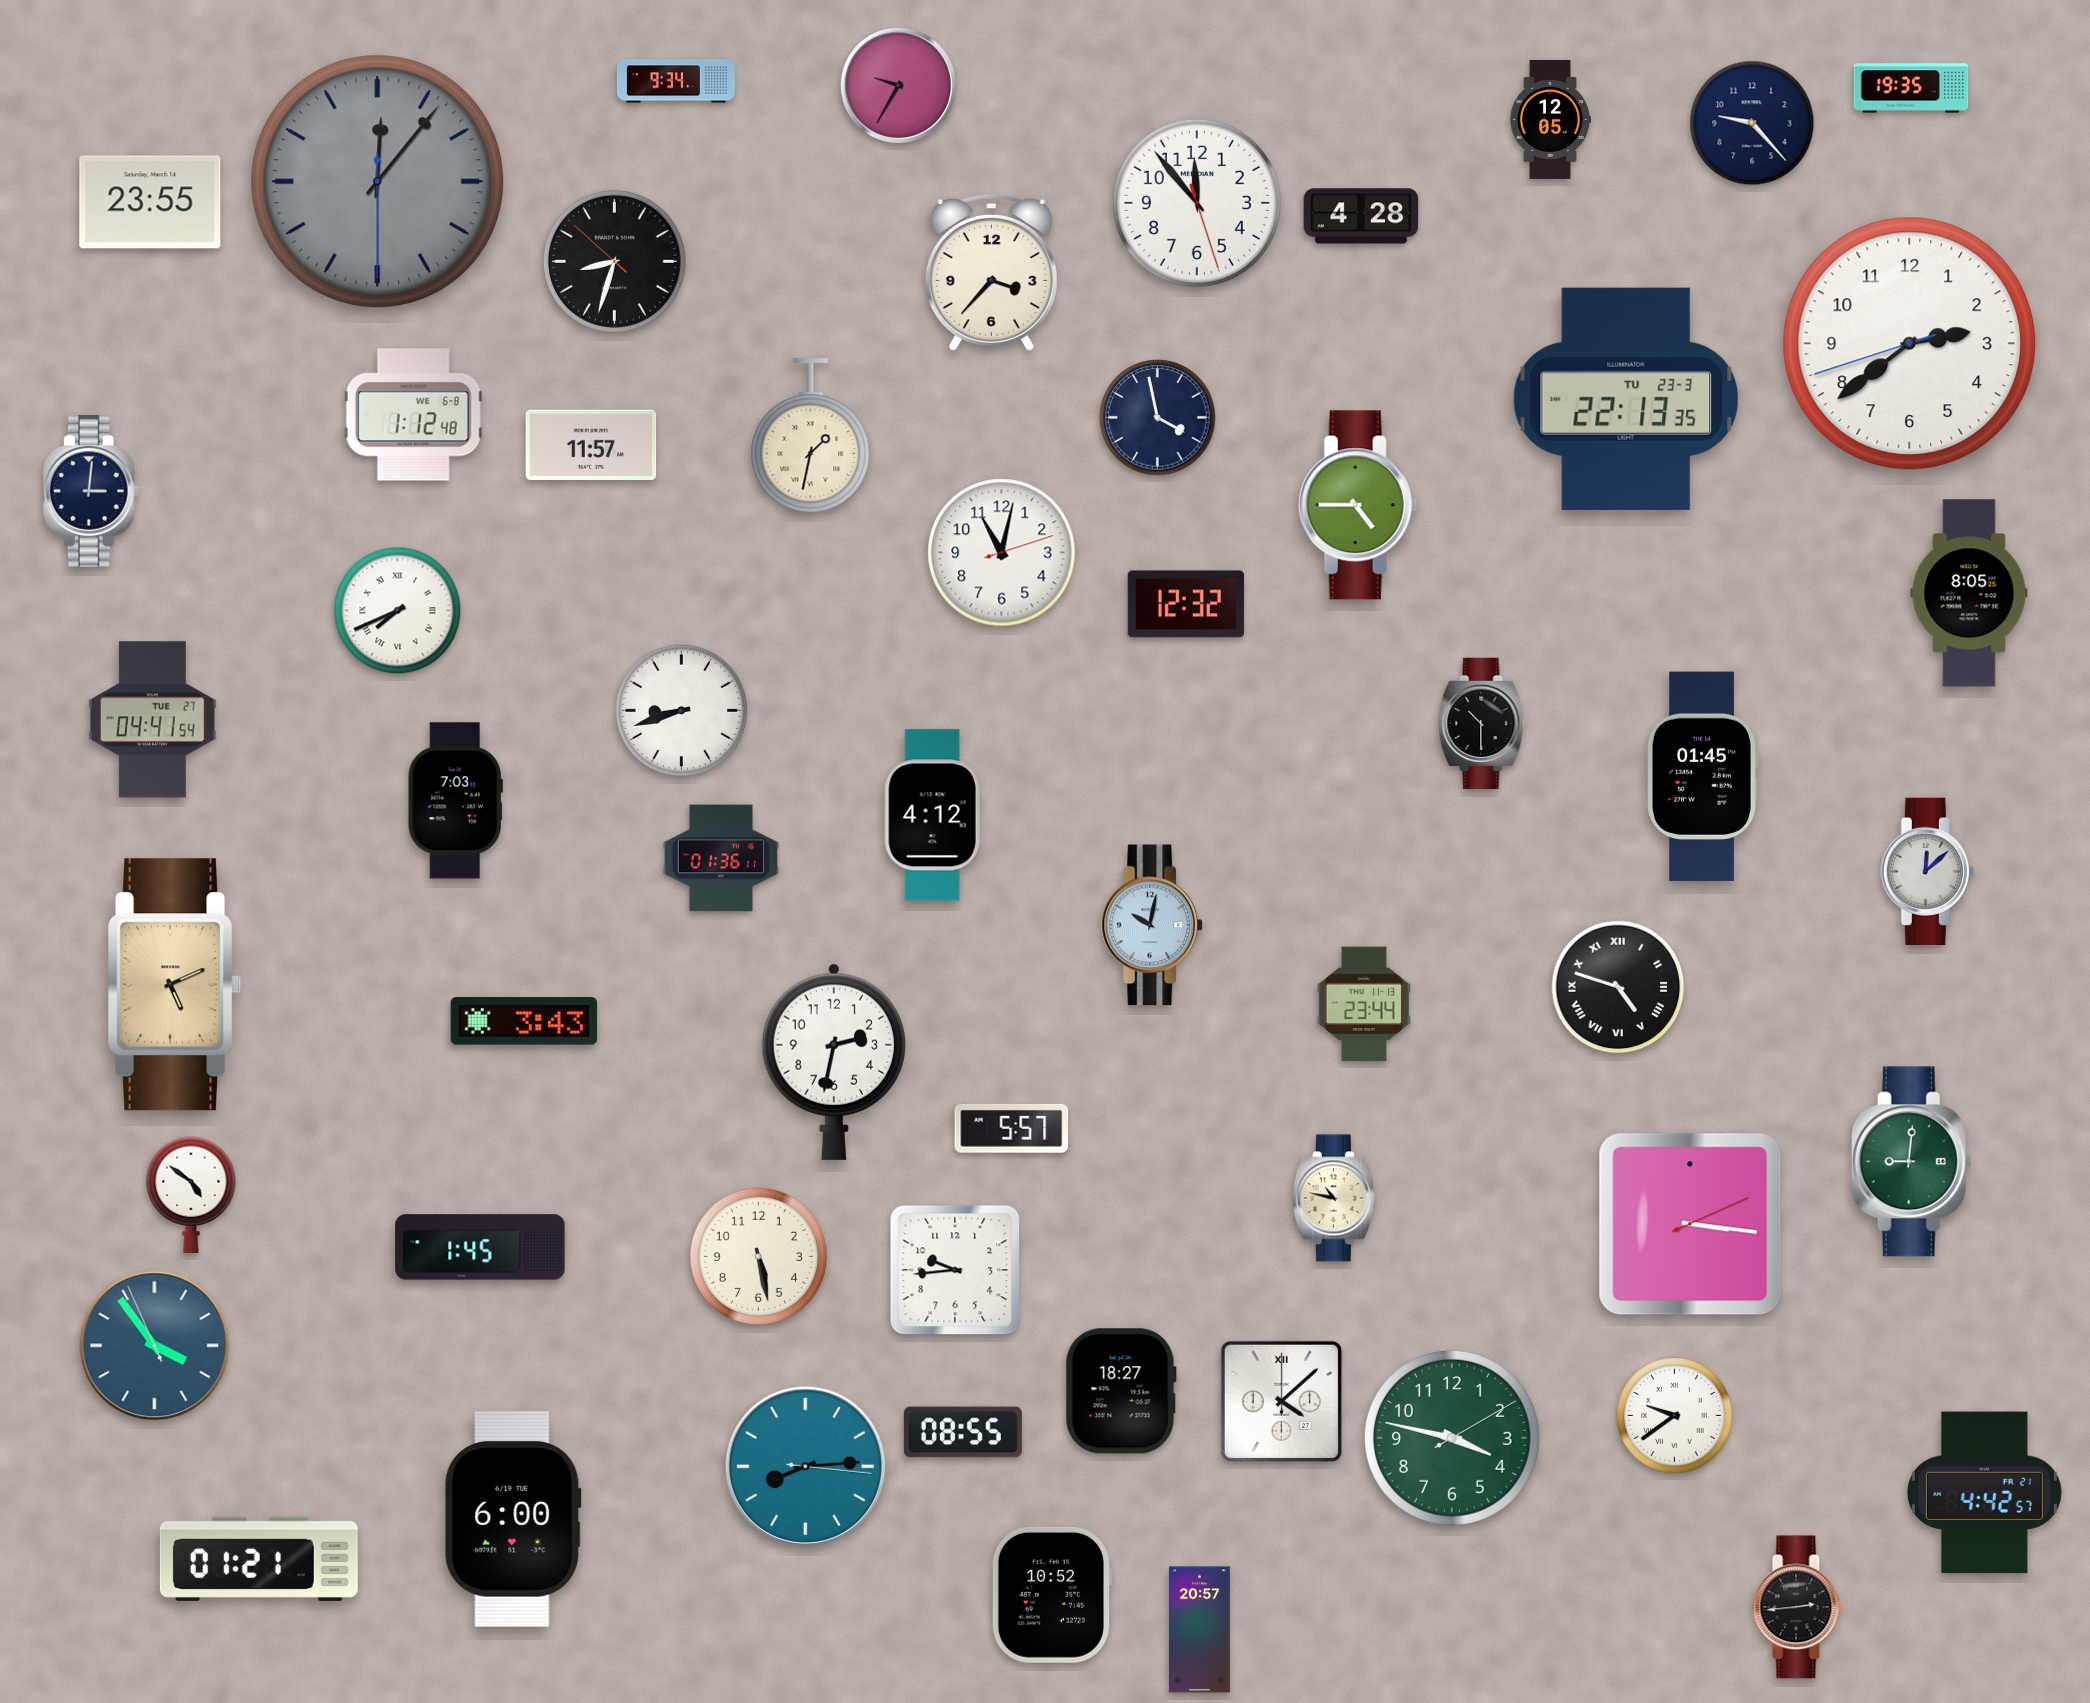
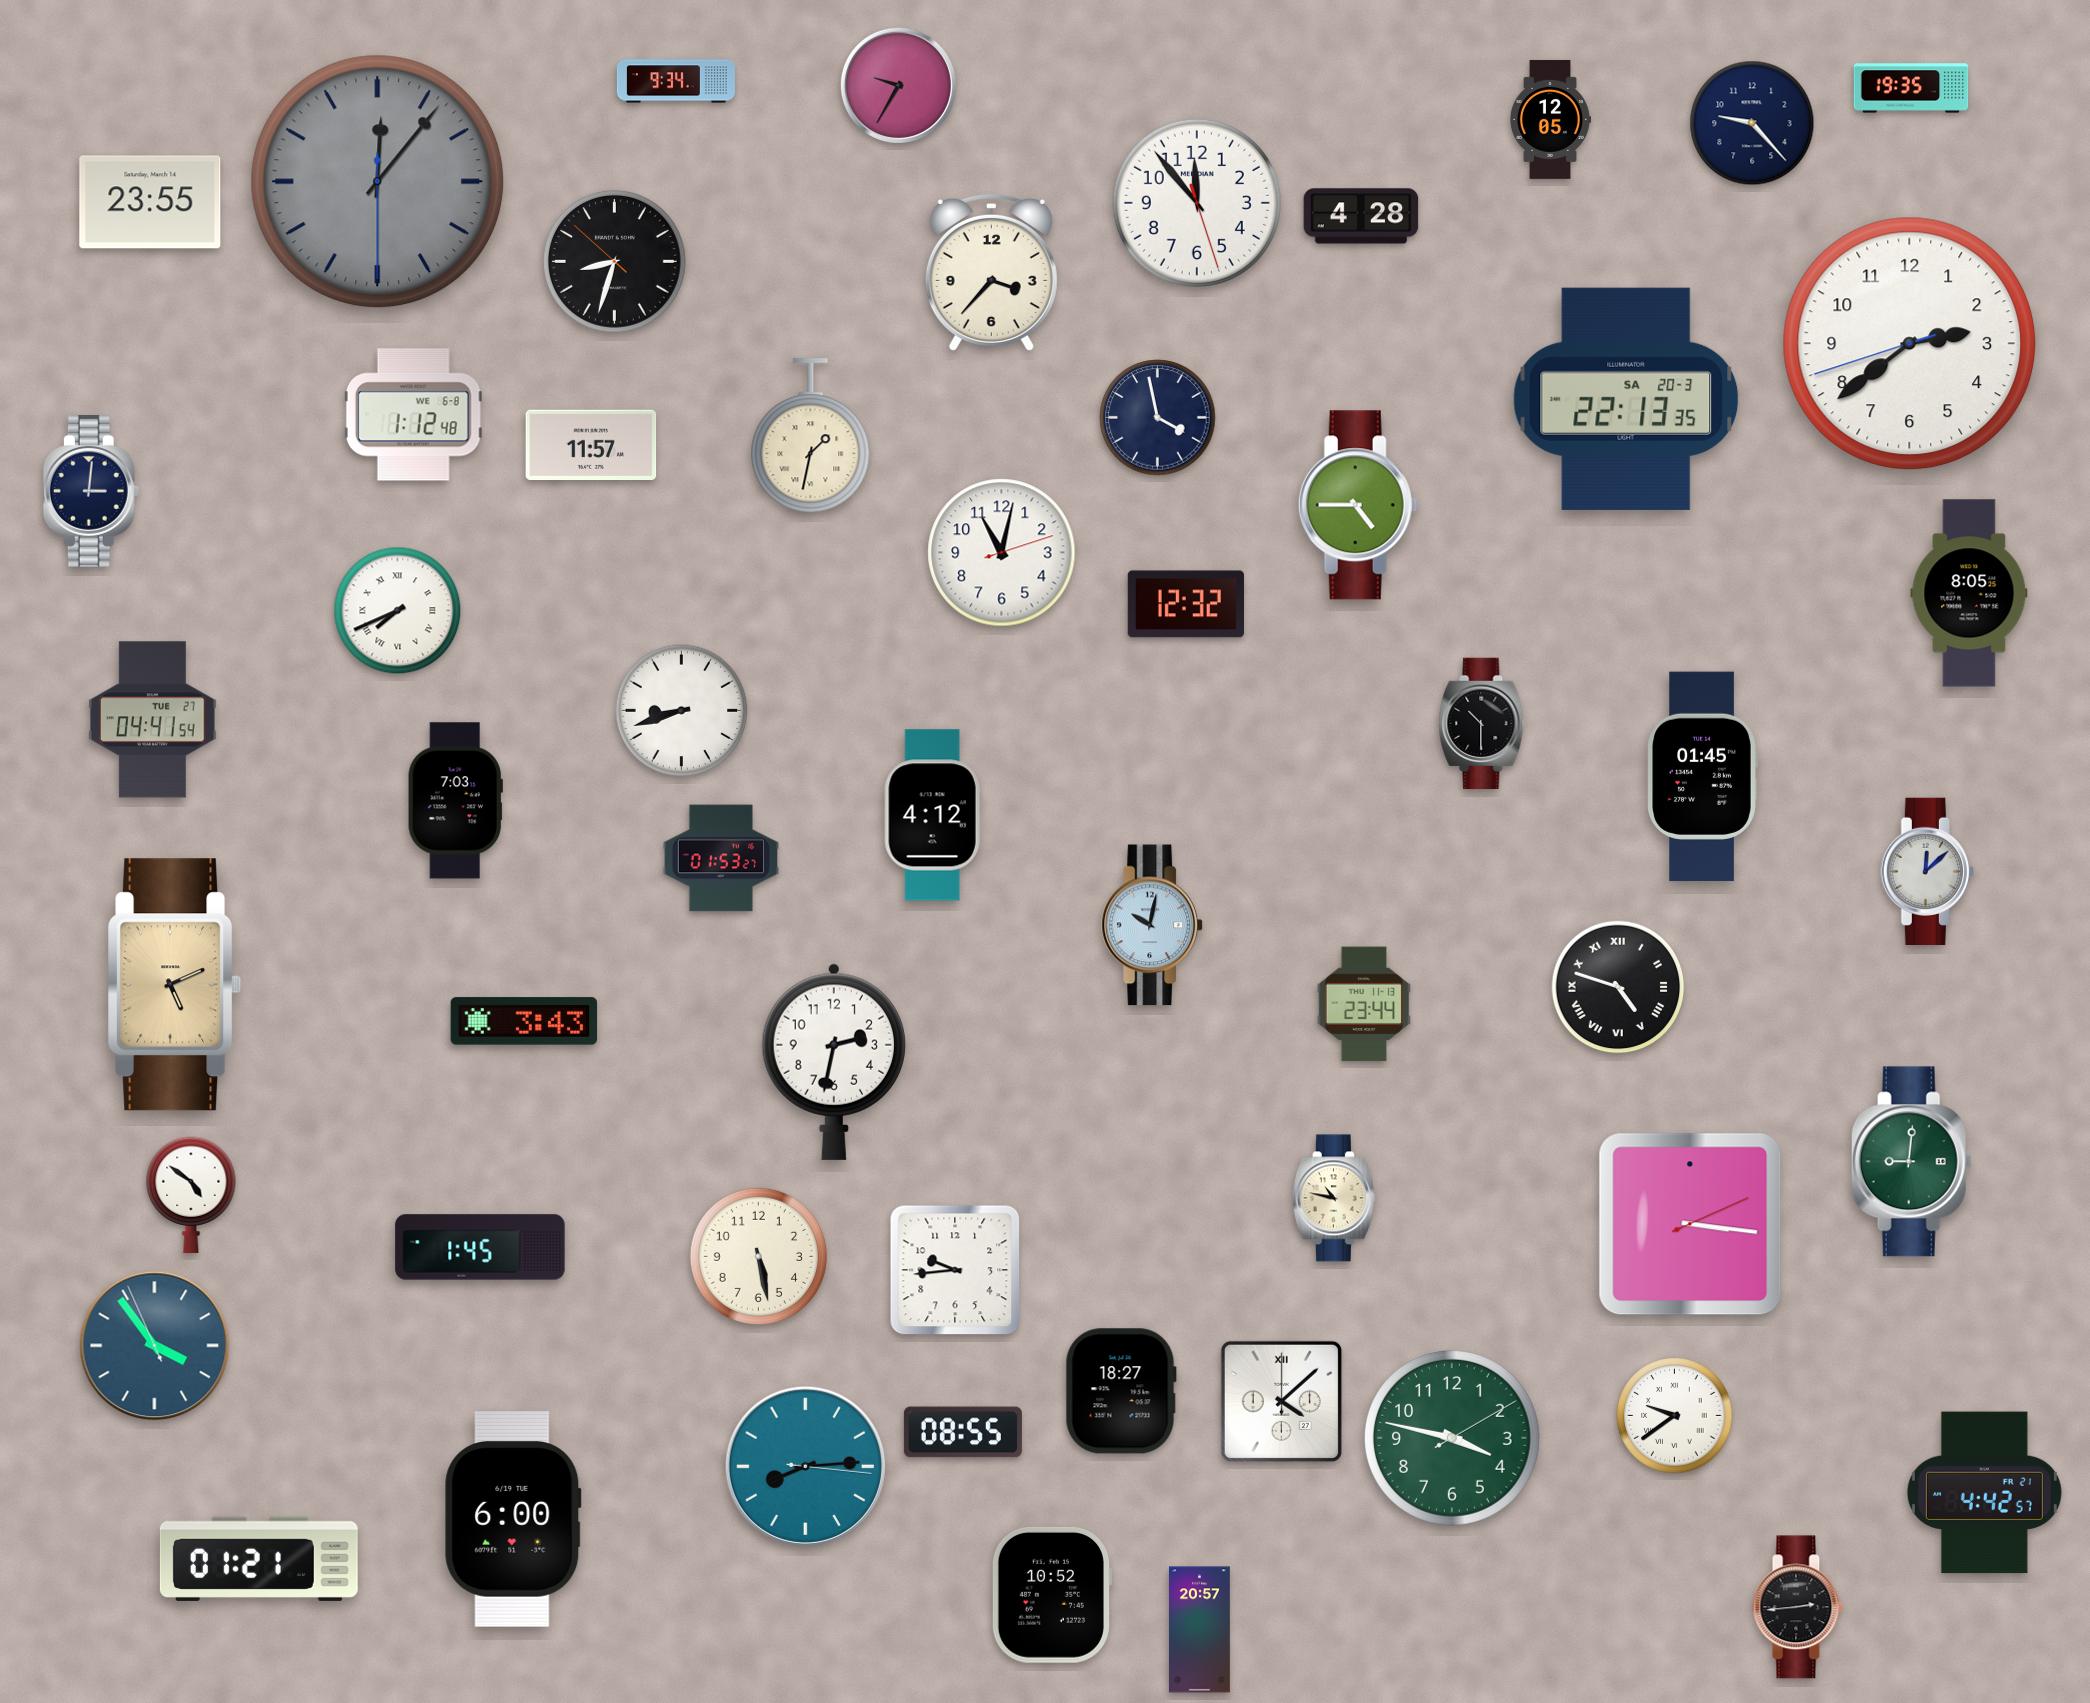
clock at (1626, 399) date: TU 23-3 -> SA 20-3
clock at (720, 858): 01:36 -> 01:53
clock at (1012, 1128): 5:57 -> none
